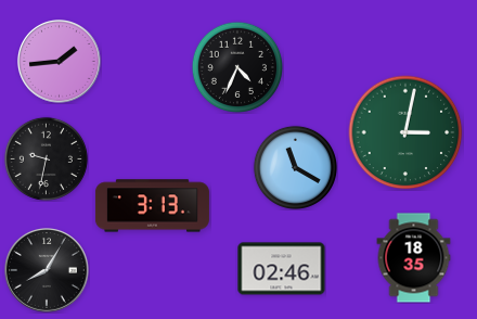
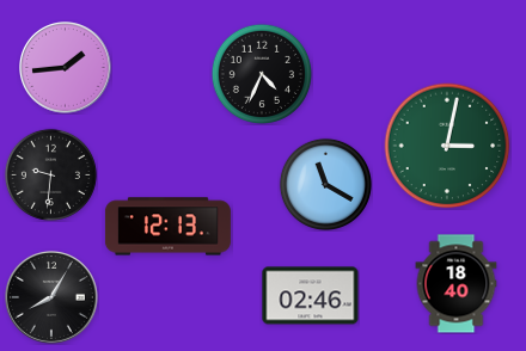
clock at (46, 158): 9:32 -> 9:31
clock at (152, 206): 3:13 -> 12:13
clock at (414, 258): 18:35 -> 18:40
